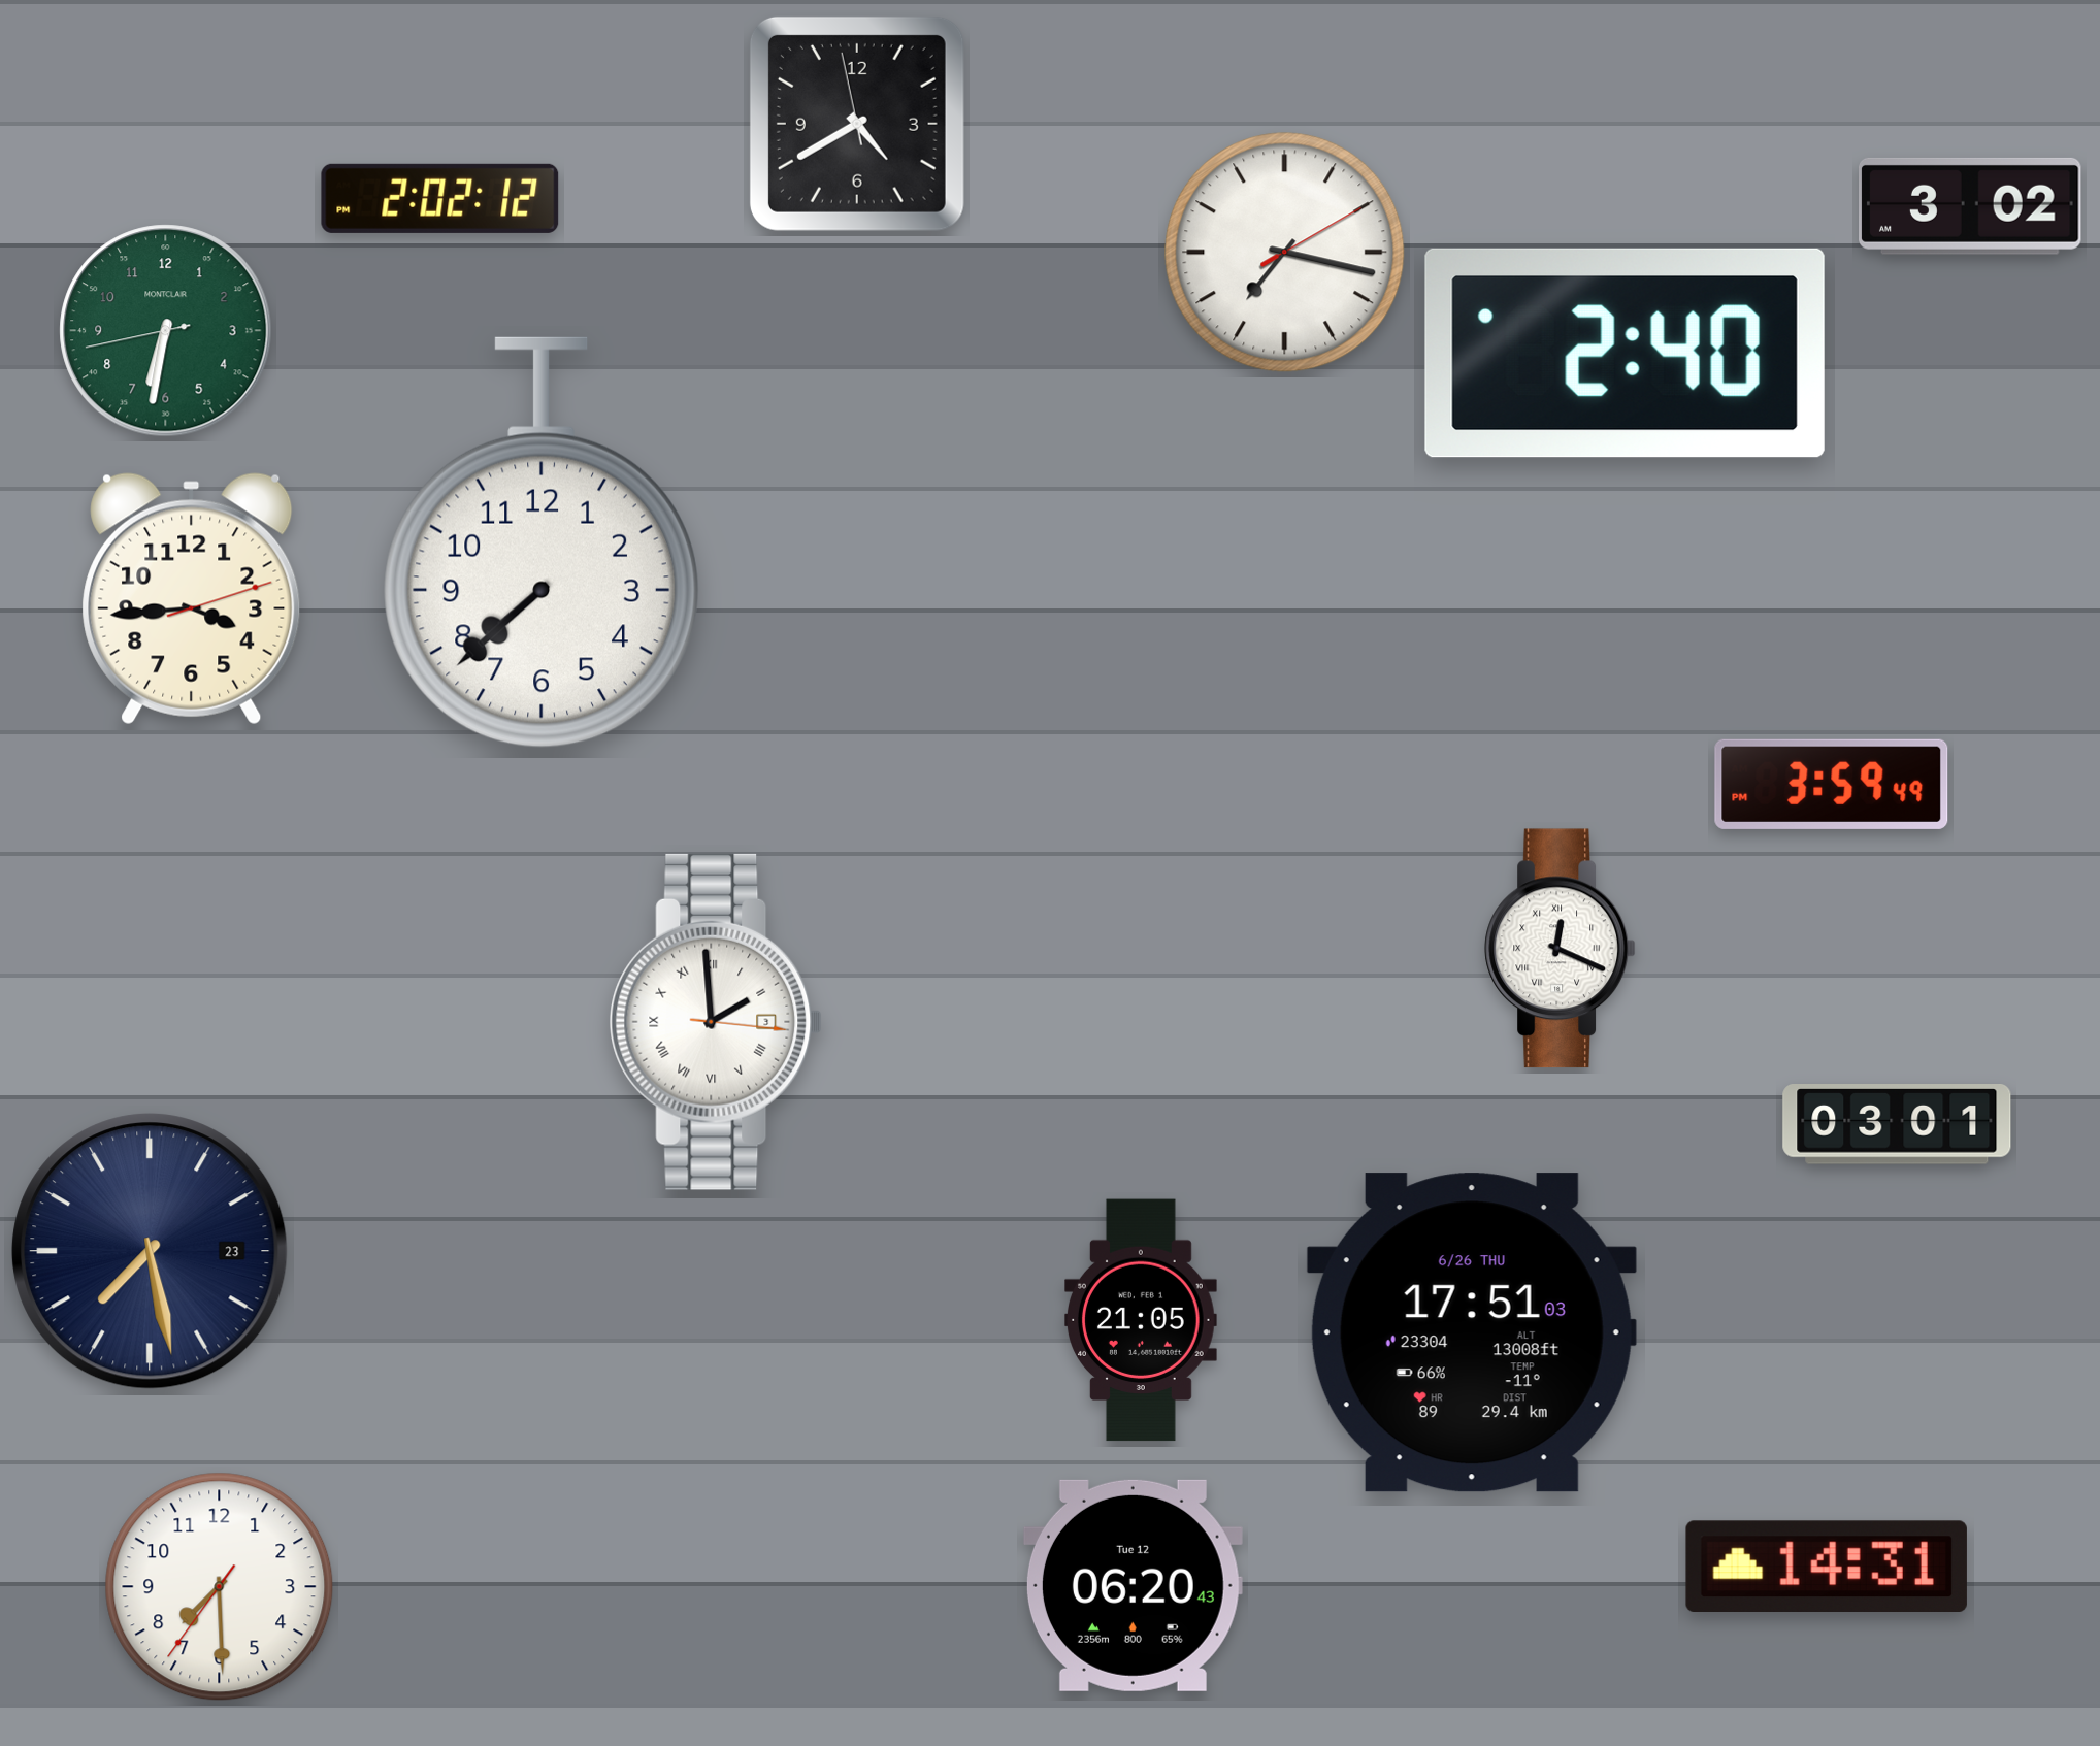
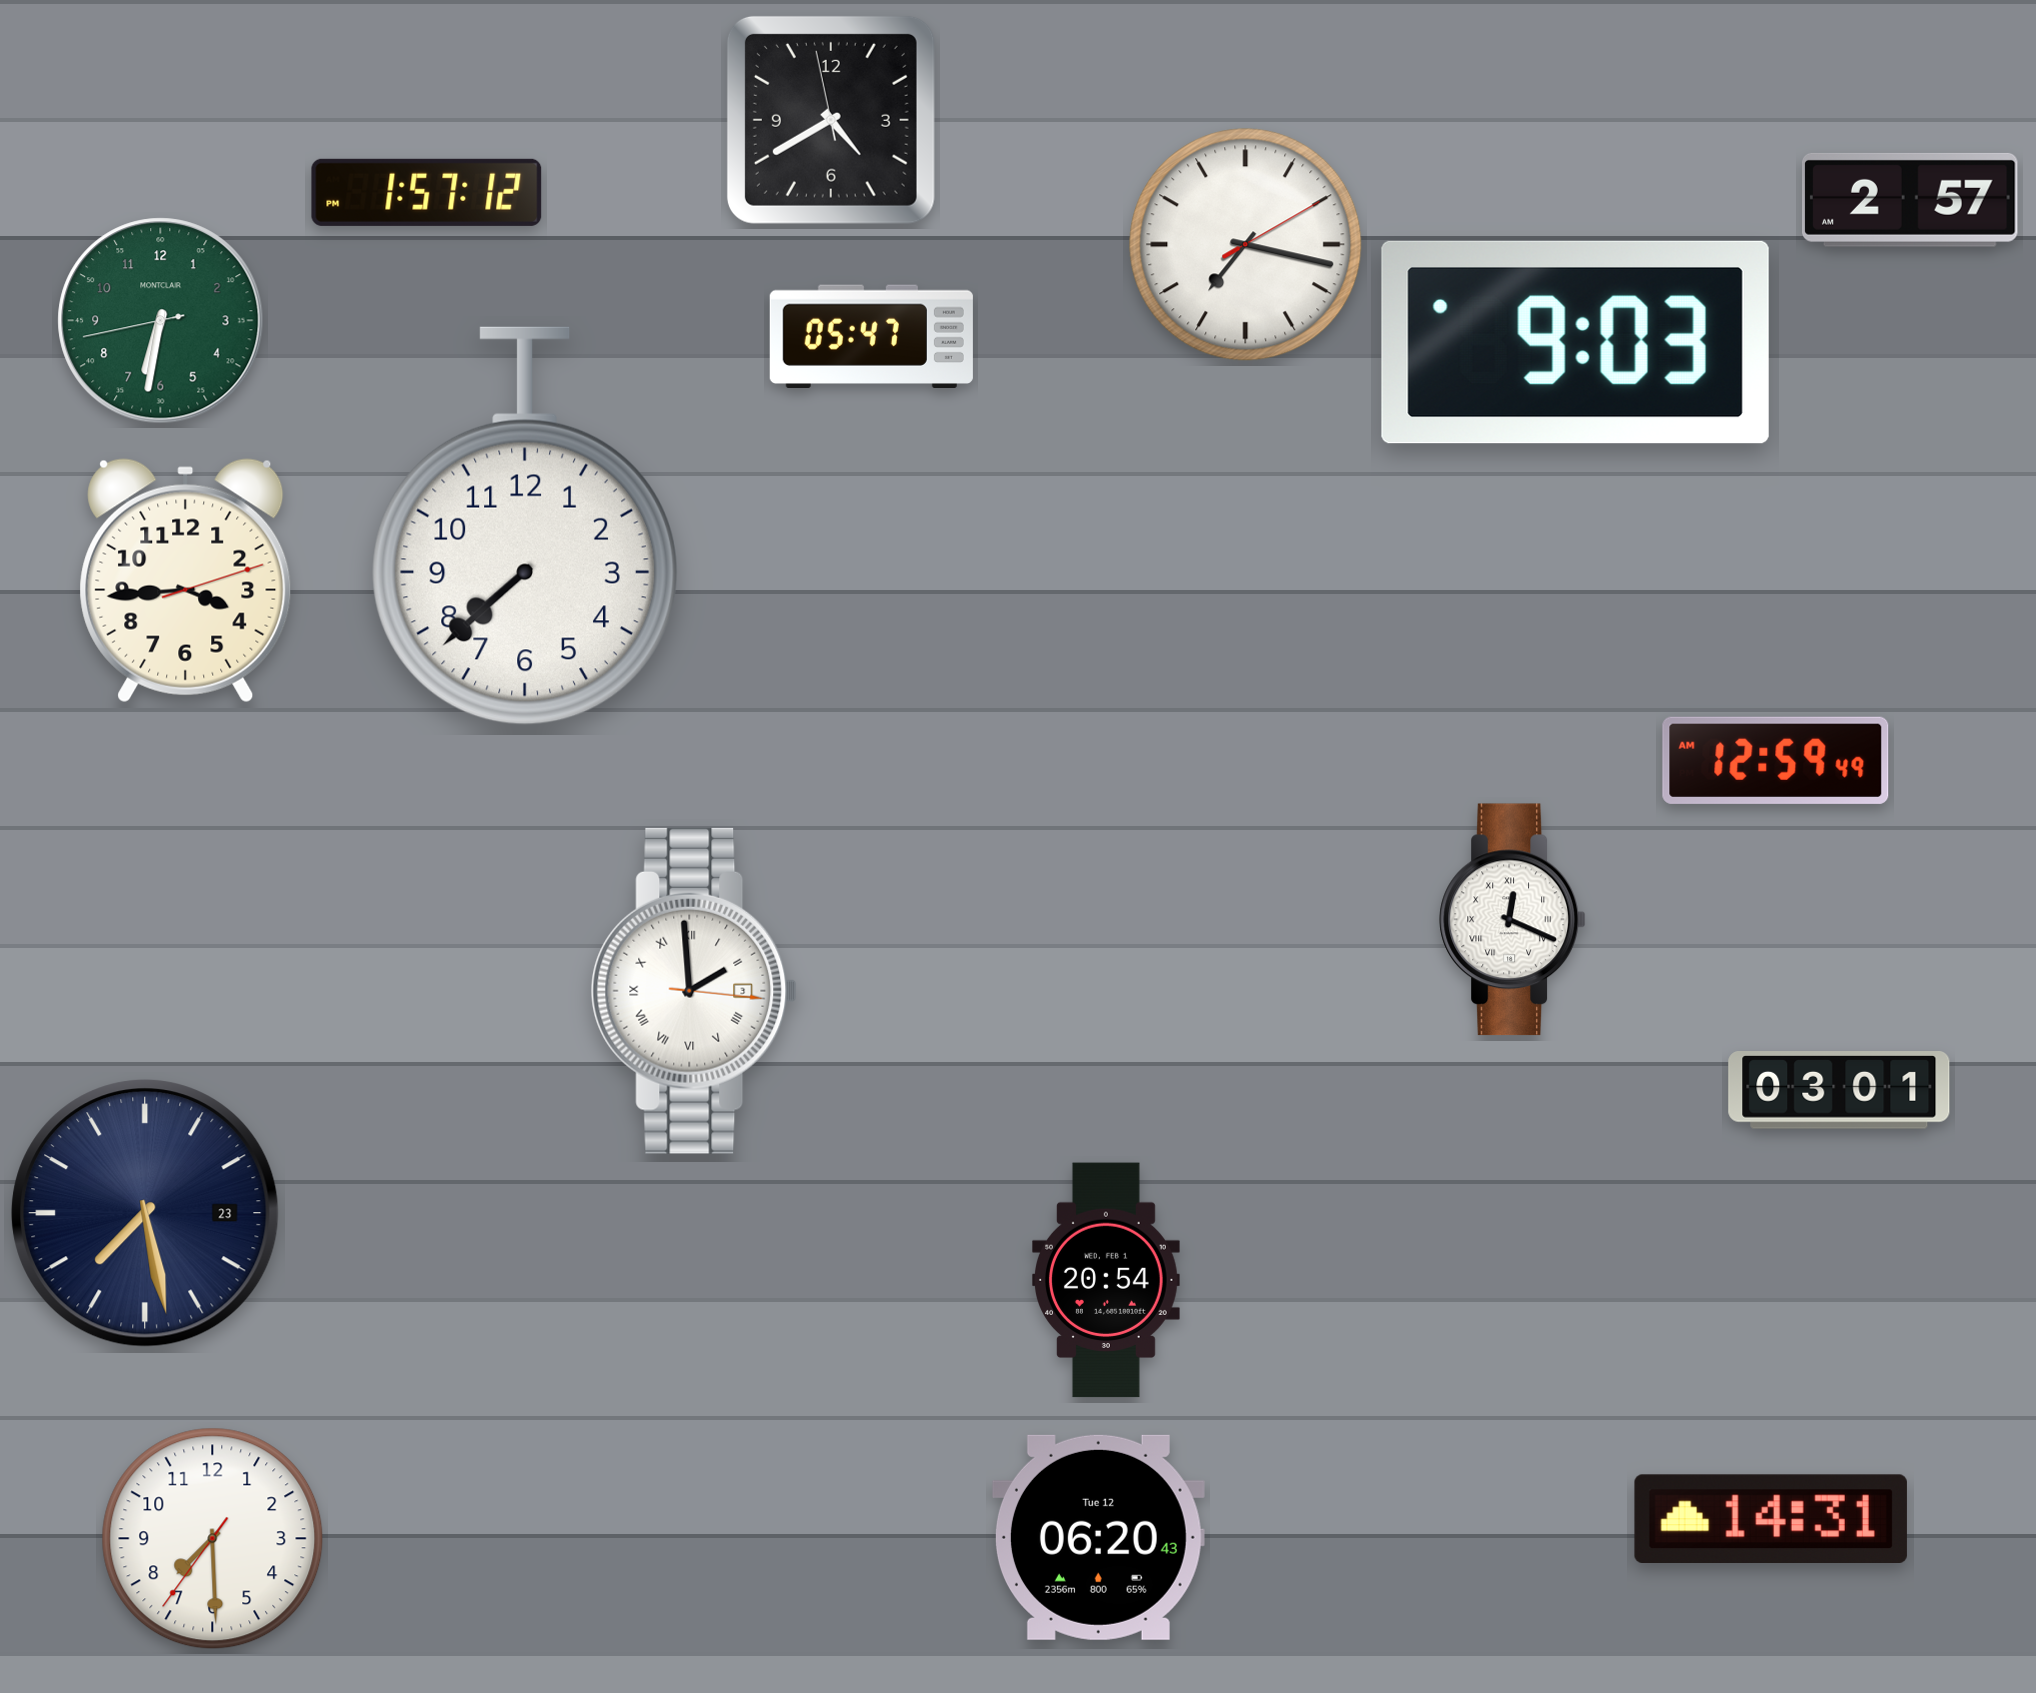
clock at (440, 198): 2:02 -> 1:57
clock at (1971, 206): 3:02 -> 2:57
clock at (871, 337): none -> 05:47
clock at (1625, 353): 2:40 -> 9:03
clock at (1832, 784): 3:59 -> 12:59
clock at (1142, 1320): 21:05 -> 20:54
clock at (1472, 1332): 17:51 -> none
